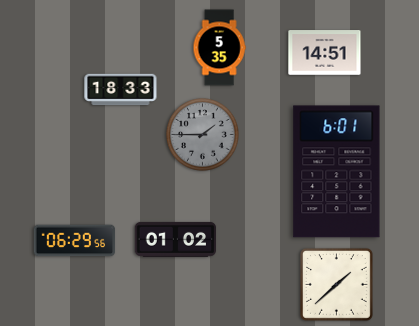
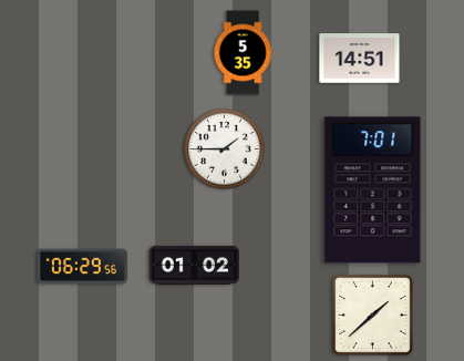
clock at (121, 90): 18:33 -> none
clock at (203, 135) dial: grey -> white
clock at (337, 172): 6:01 -> 7:01
